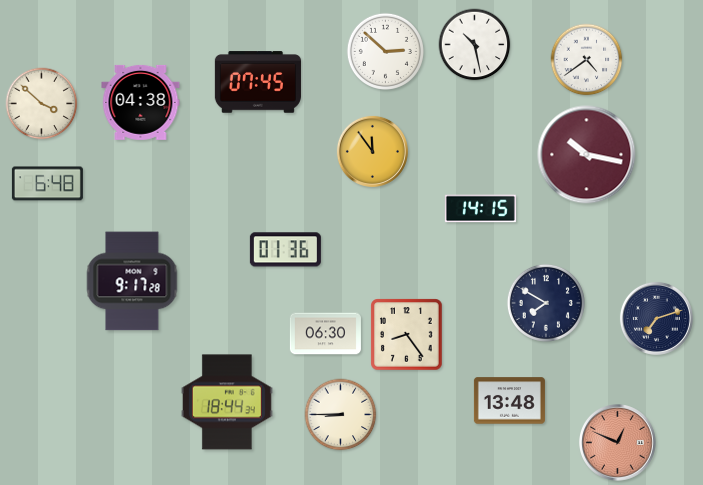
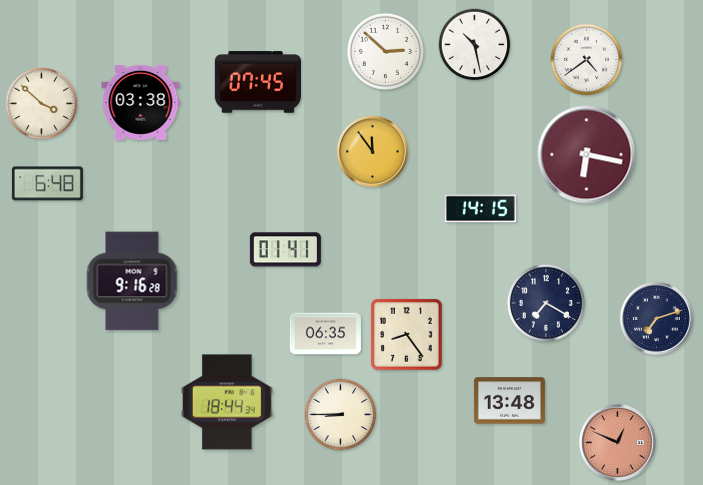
clock at (141, 102): 04:38 -> 03:38
clock at (587, 155): 10:17 -> 6:17
clock at (285, 250): 01:36 -> 01:41
clock at (132, 281): 9:17 -> 9:16
clock at (546, 303): 7:50 -> 7:20
clock at (325, 334): 06:30 -> 06:35
